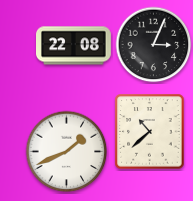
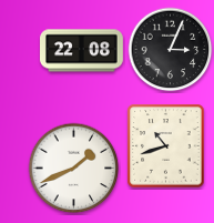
clock at (150, 132): 10:38 -> 10:42
